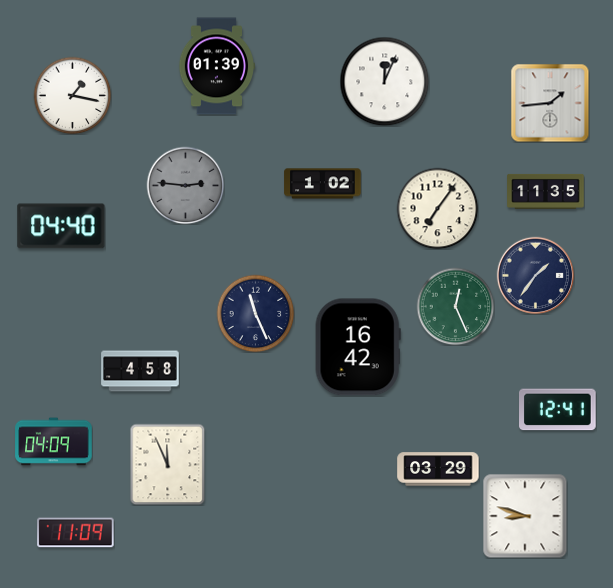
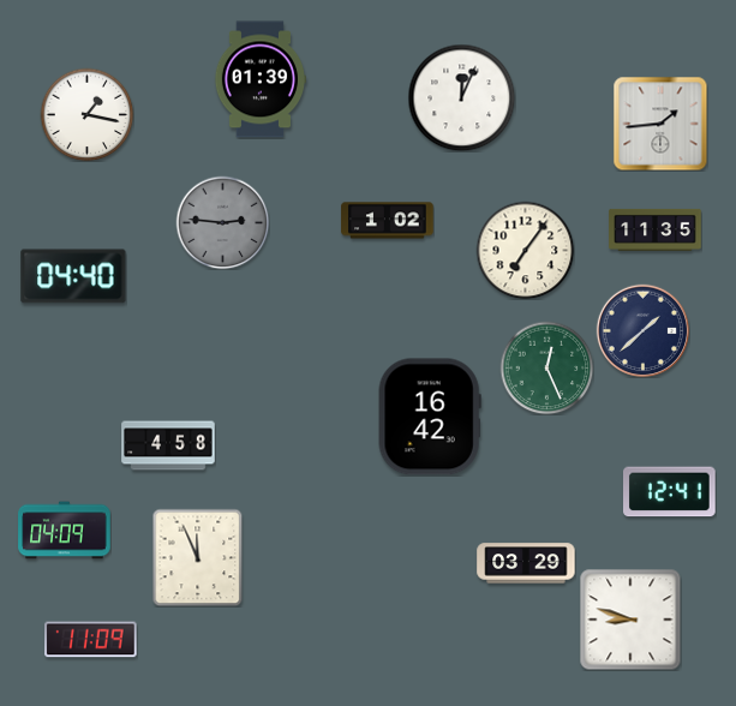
clock at (61, 226) position: (61, 226) -> (73, 276)
clock at (535, 275): 1:36 -> 1:38
clock at (255, 313): 11:26 -> none
clock at (168, 464) position: (168, 464) -> (198, 557)
